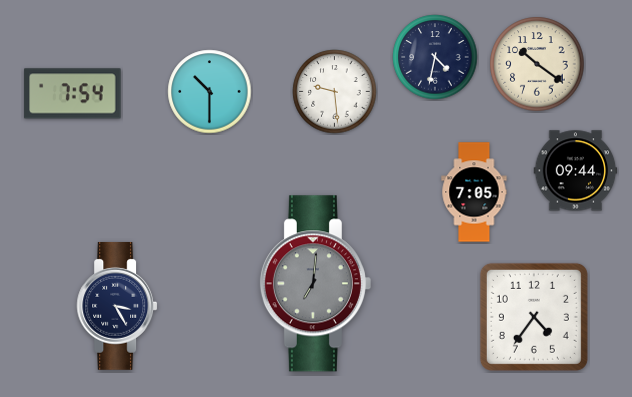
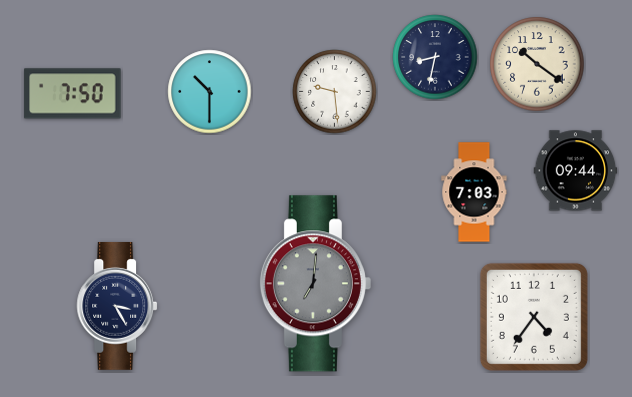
clock at (435, 57): 4:32 -> 8:32
clock at (73, 94): 7:54 -> 7:50
clock at (474, 192): 7:05 -> 7:03
